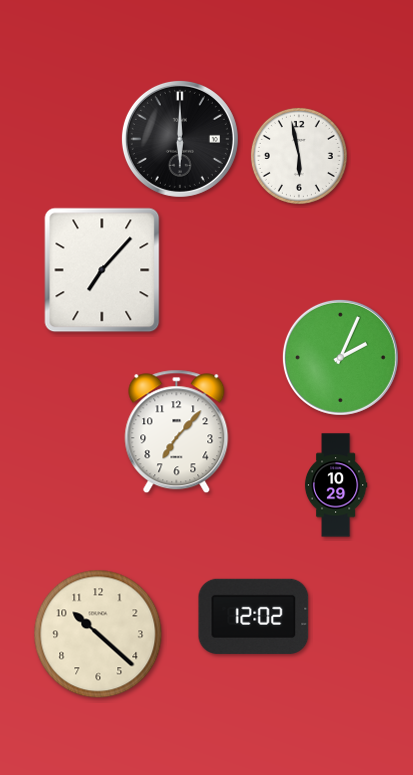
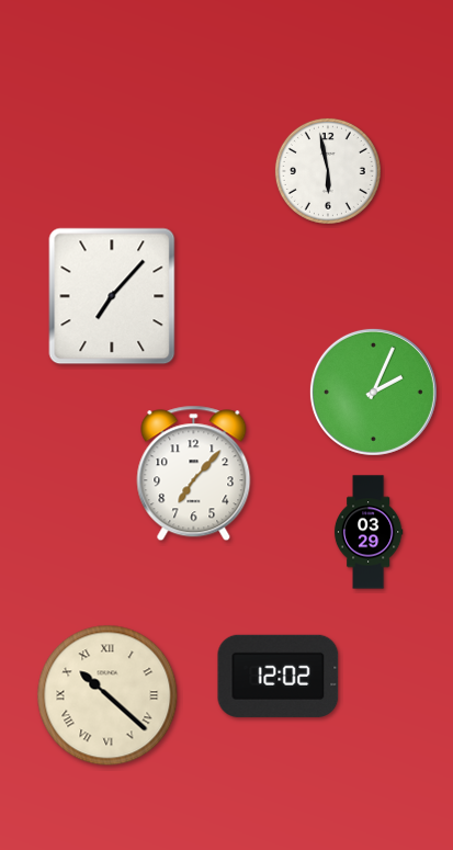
clock at (180, 139): 6:00 -> none
clock at (336, 485): 10:29 -> 03:29
clock at (98, 634) numerals: Arabic -> Roman
